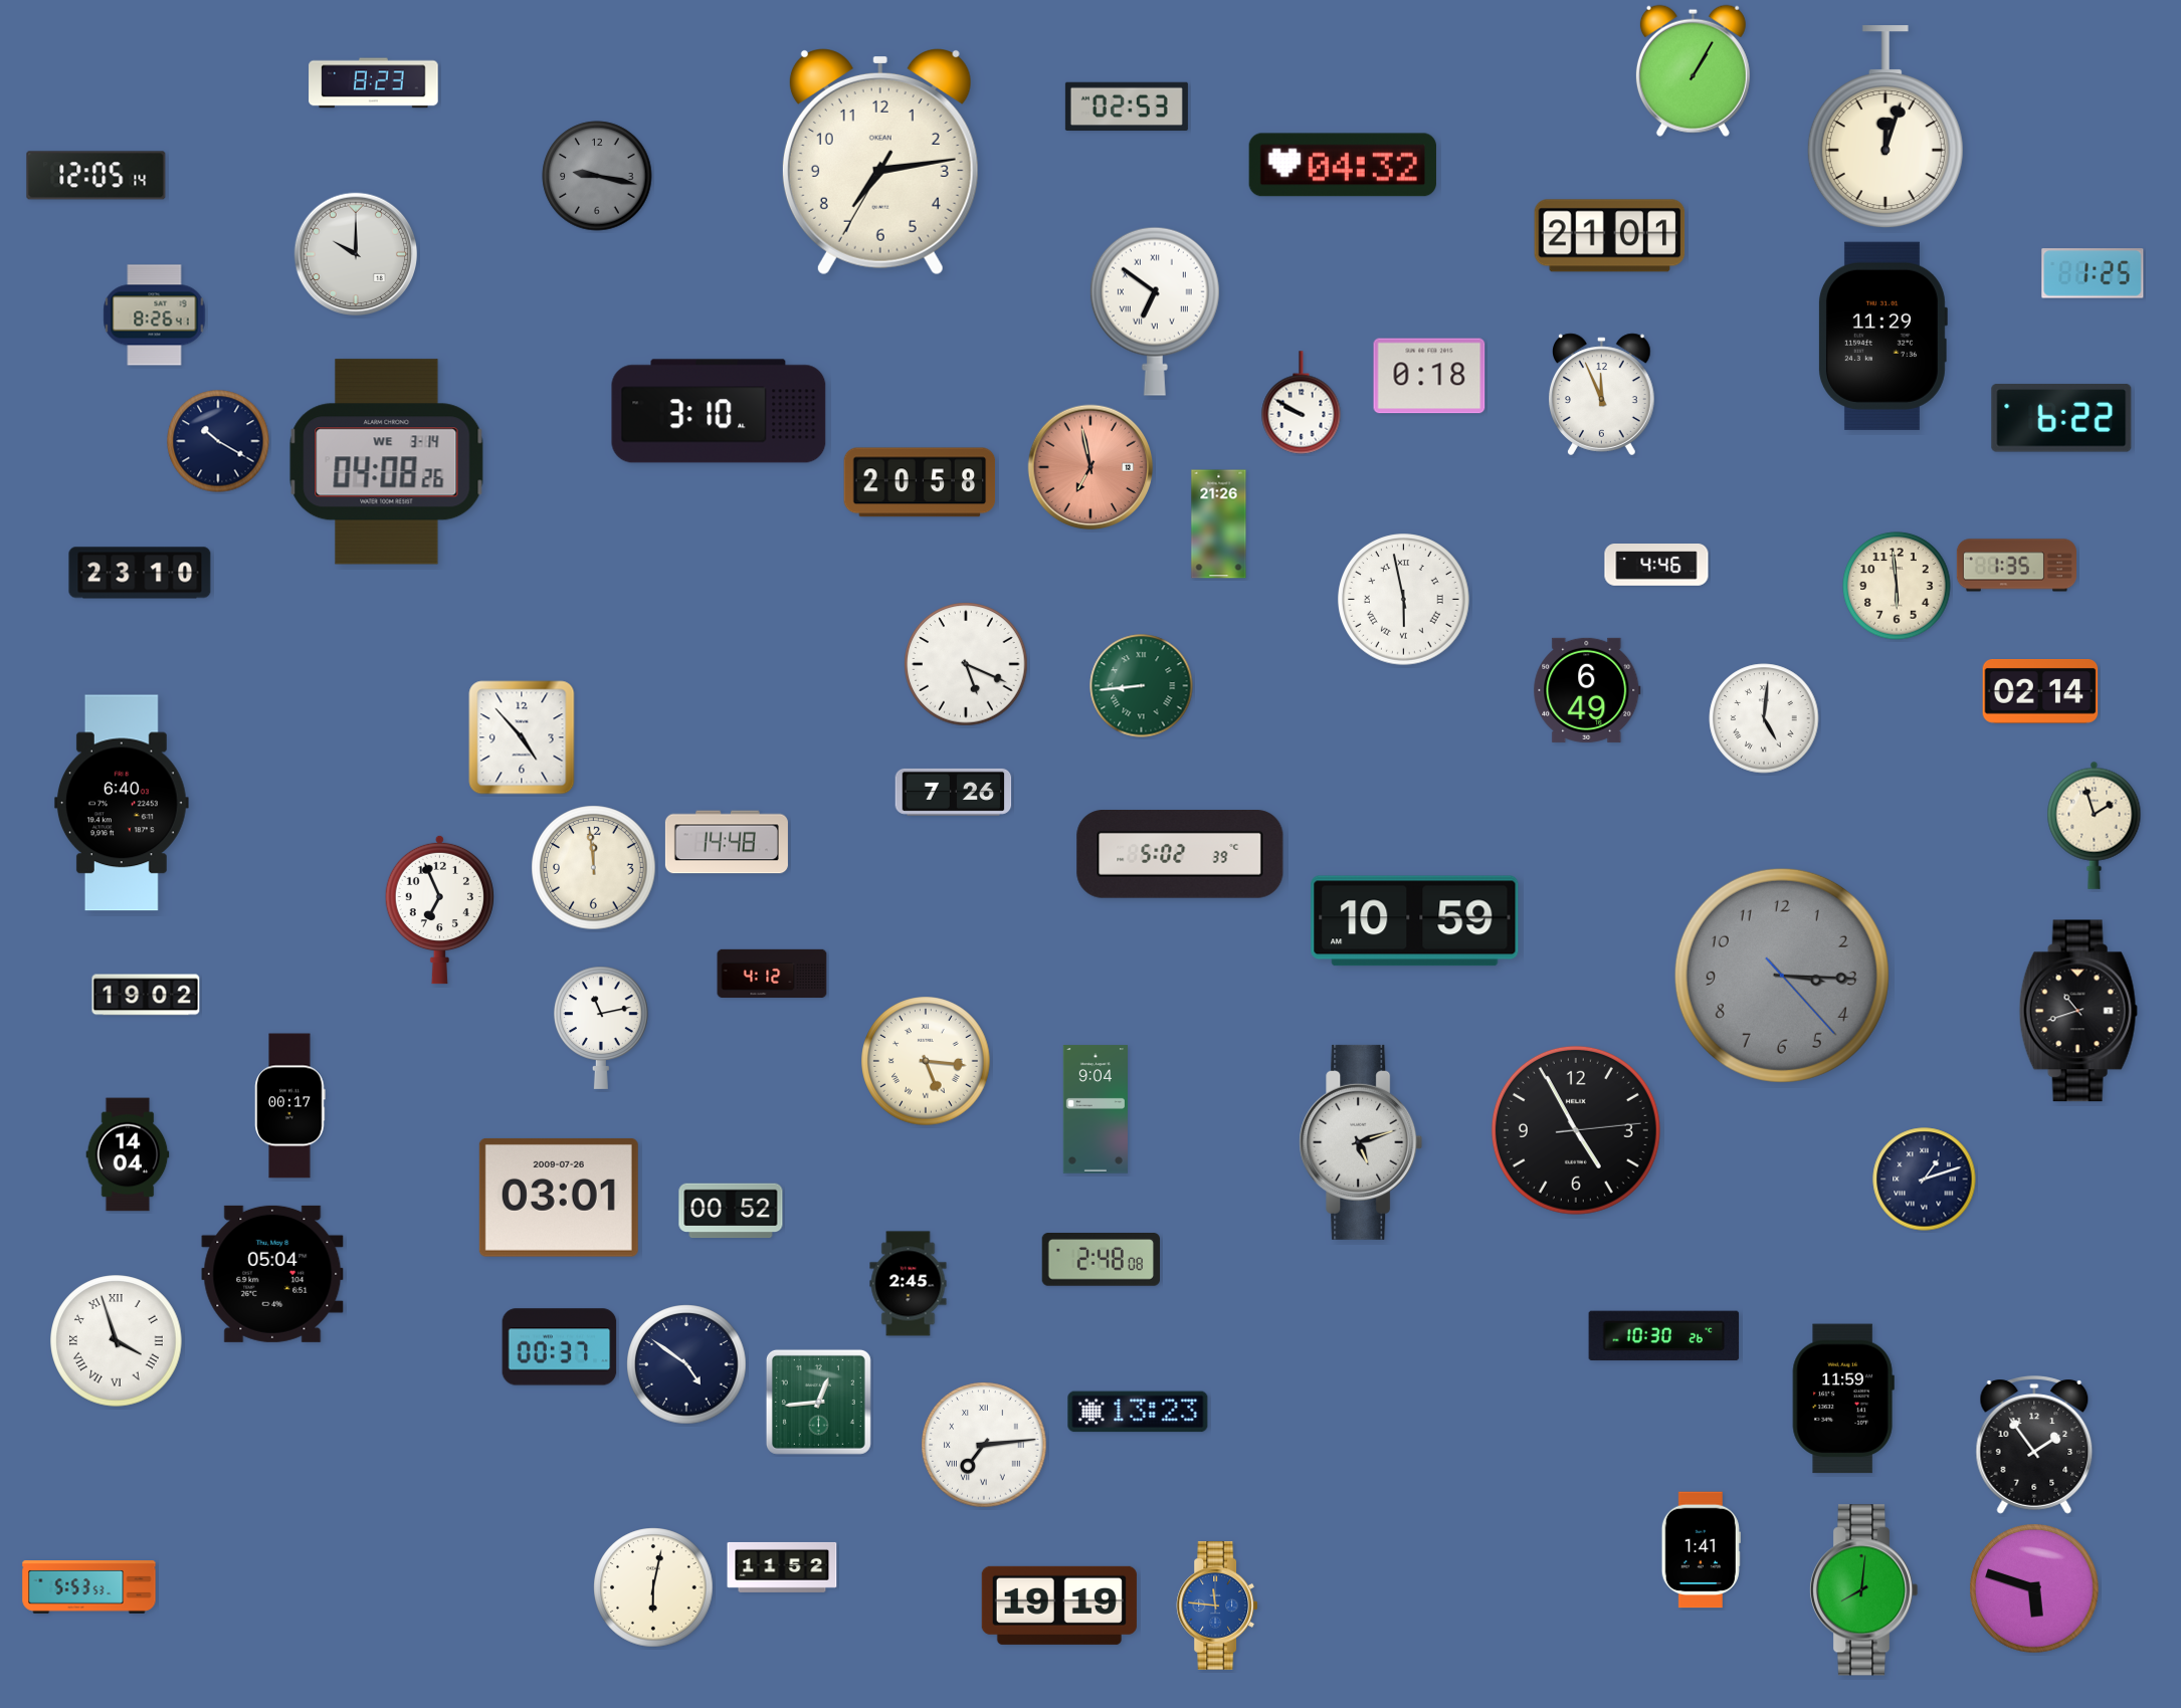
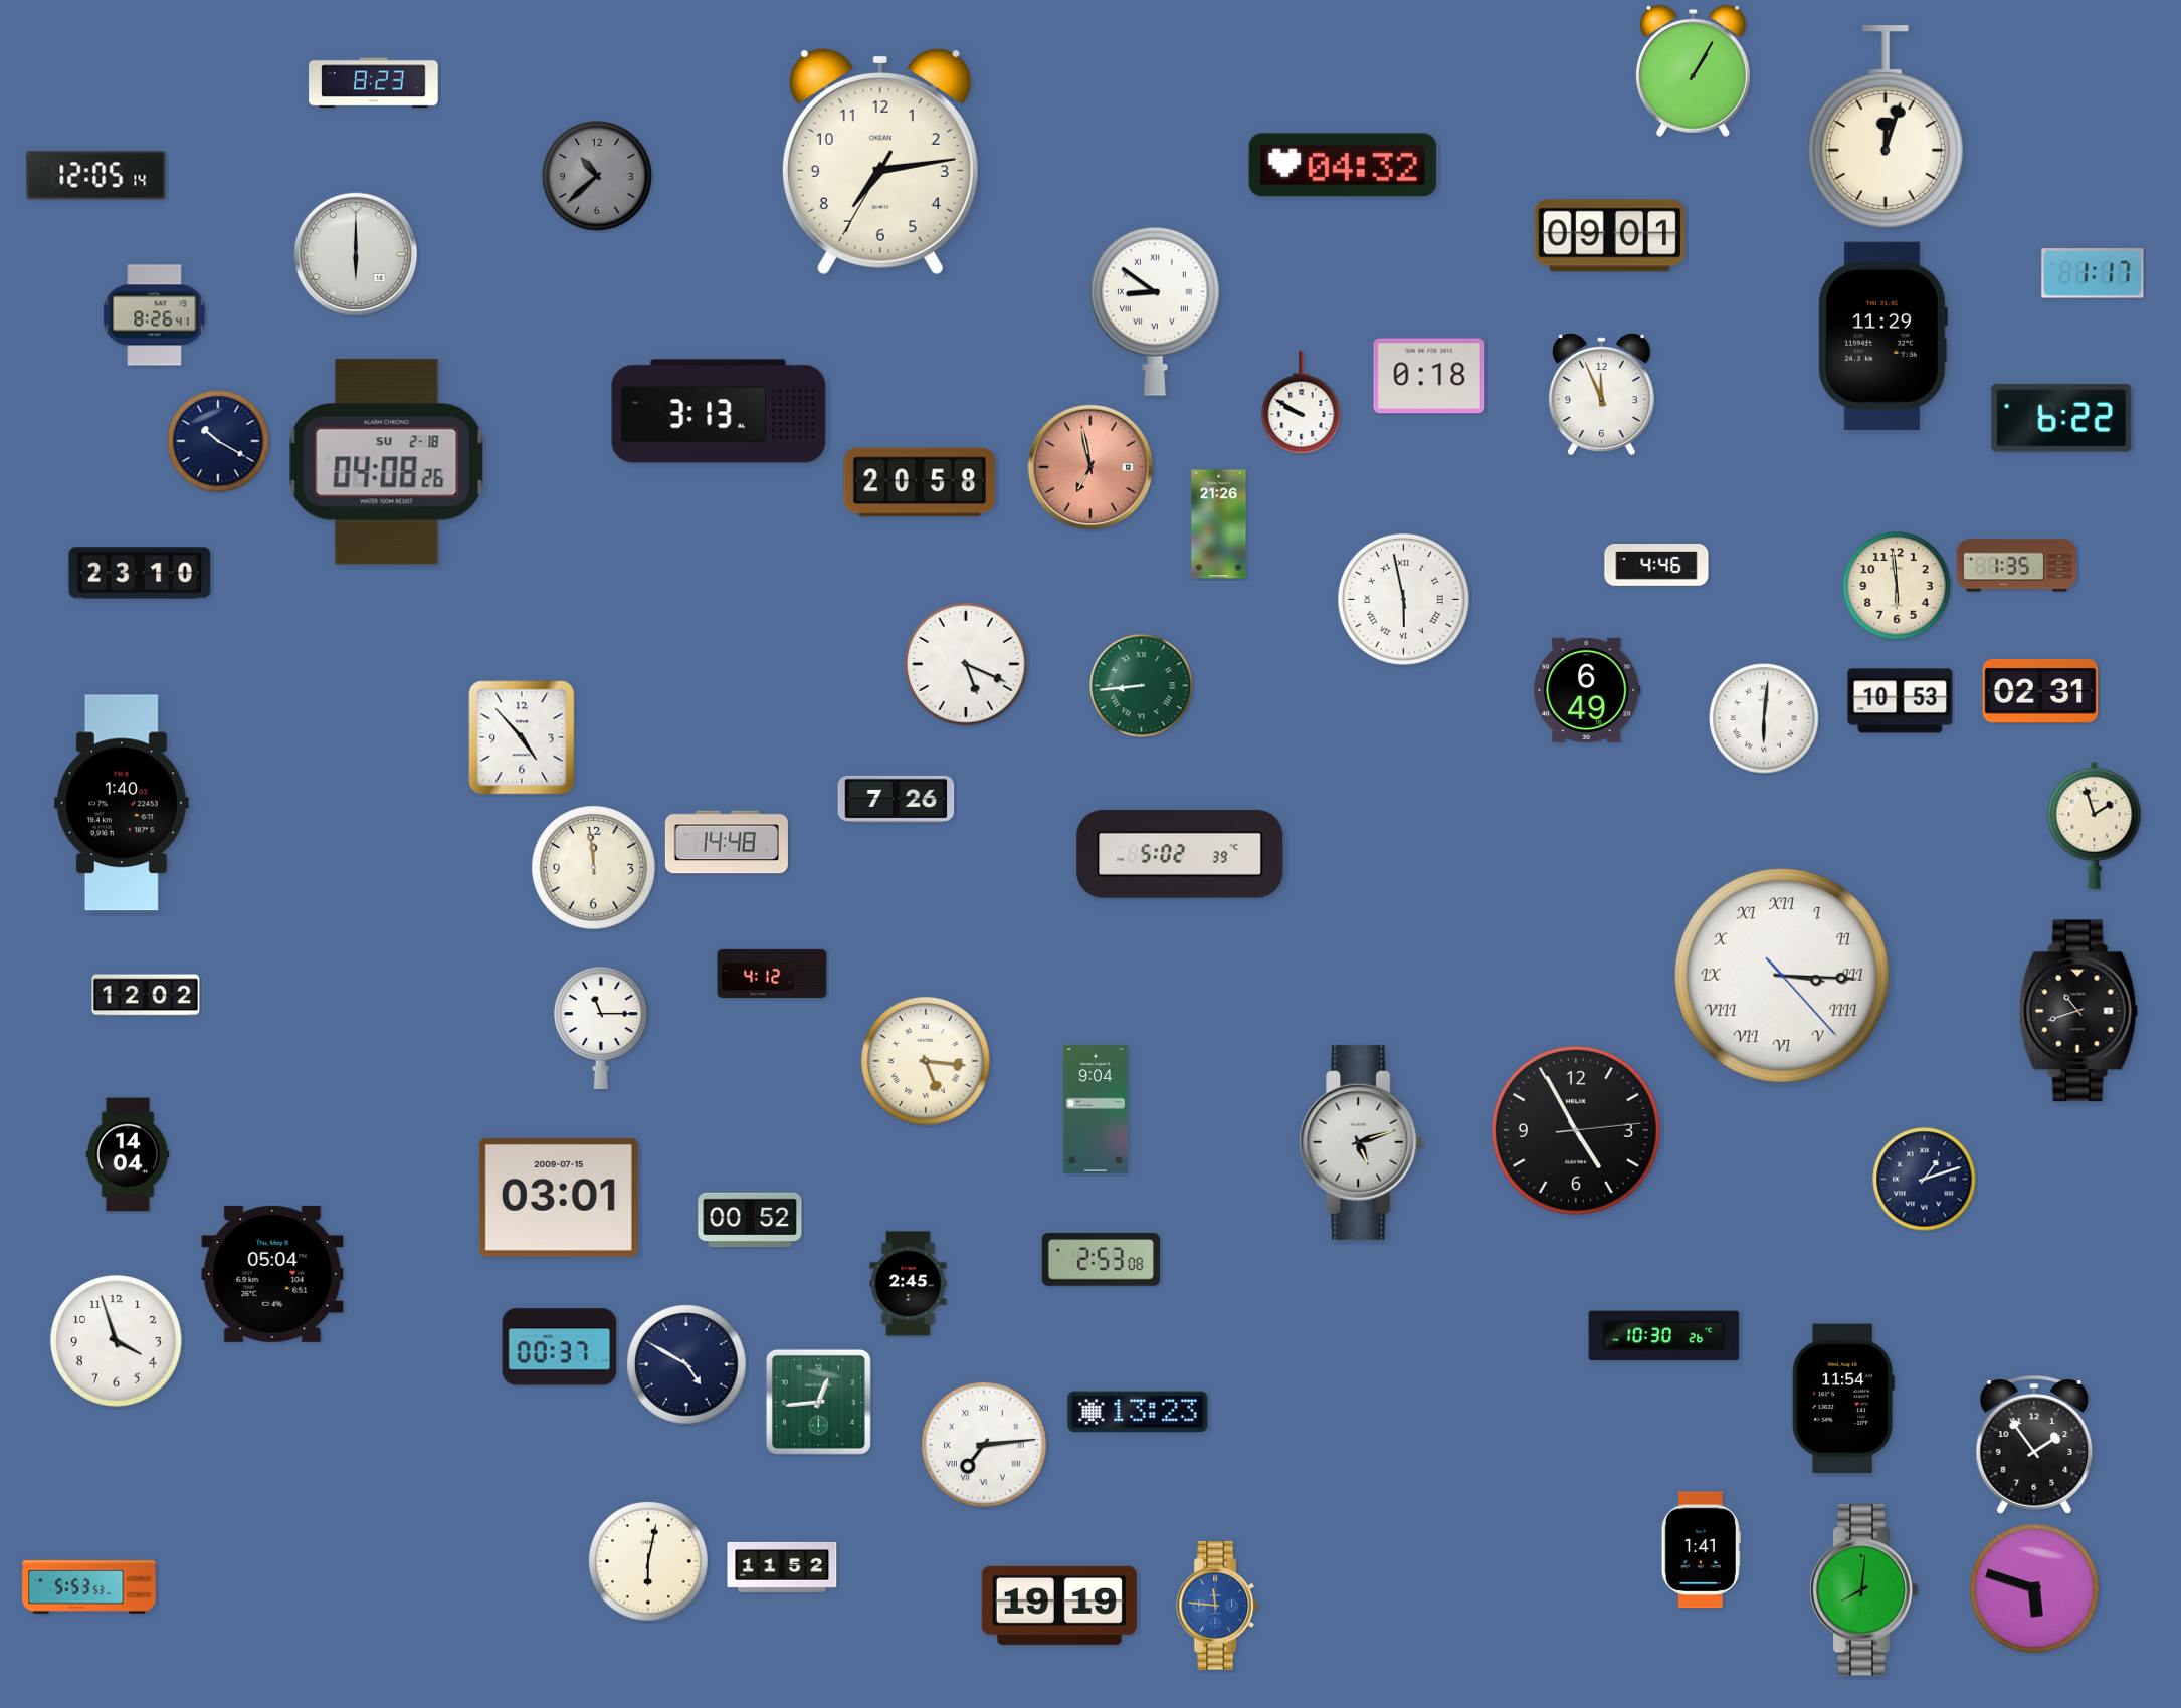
clock at (1127, 106): 02:53 -> none
clock at (597, 176): 9:17 -> 10:38
clock at (1610, 236): 21:01 -> 09:01
clock at (356, 254): 10:00 -> 6:00
clock at (2093, 273): 1:25 -> 1:17
clock at (1155, 311): 6:51 -> 8:51
clock at (719, 411): 3:10 -> 3:13
clock at (387, 462) date: WE 3-14 -> SU 2-18
clock at (2040, 692): 02:14 -> 02:31
clock at (1901, 701): none -> 10:53
clock at (1764, 718): 5:01 -> 6:01
clock at (954, 792) position: (954, 792) -> (897, 799)
clock at (122, 803): 6:40 -> 1:40
clock at (439, 909): 6:56 -> none
clock at (1415, 921): 10:59 -> none
clock at (1782, 976) dial: grey -> white
clock at (1782, 976) numerals: Arabic -> Roman
clock at (146, 995): 19:02 -> 12:02
clock at (601, 1028): 11:13 -> 11:15
clock at (290, 1106): 00:17 -> none
clock at (559, 1198) date: 2009-07-26 -> 2009-07-15
clock at (731, 1211) position: (731, 1211) -> (750, 1220)
clock at (1101, 1260): 2:48 -> 2:53
clock at (117, 1341) numerals: Roman -> Arabic
clock at (686, 1364): 4:51 -> 4:50
clock at (1843, 1399): 11:59 -> 11:54
clock at (653, 1587) position: (653, 1587) -> (648, 1561)
